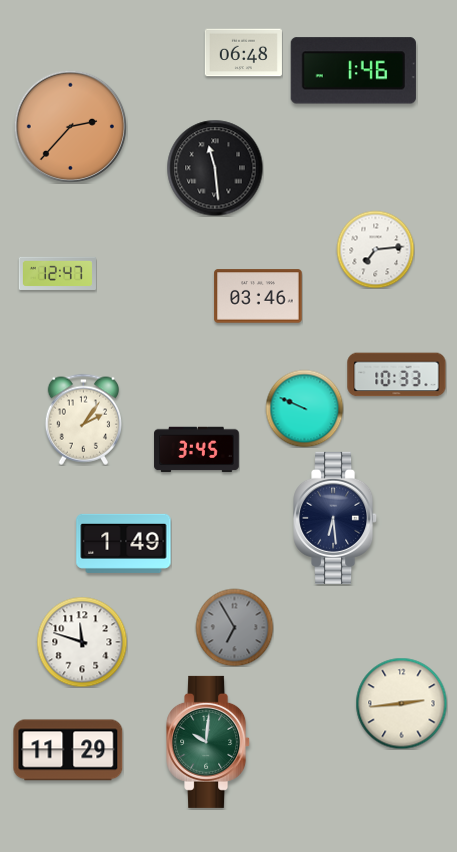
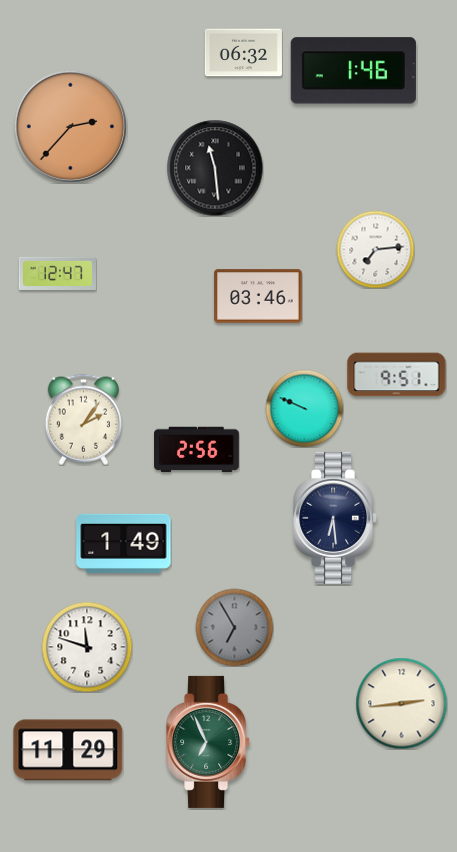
clock at (243, 53): 06:48 -> 06:32
clock at (397, 375): 10:33 -> 9:51
clock at (197, 450): 3:45 -> 2:56
clock at (82, 642) position: (82, 642) -> (87, 647)
clock at (209, 742): 10:01 -> 6:56
